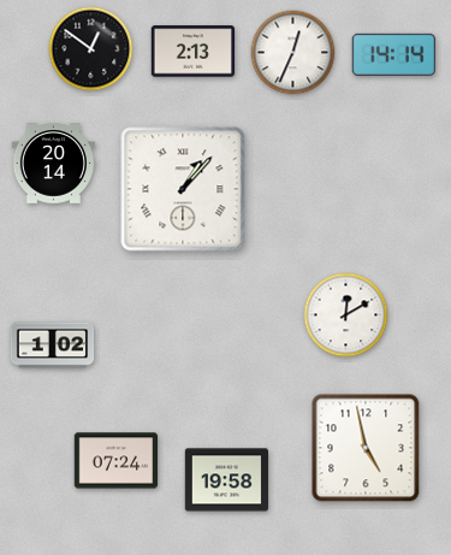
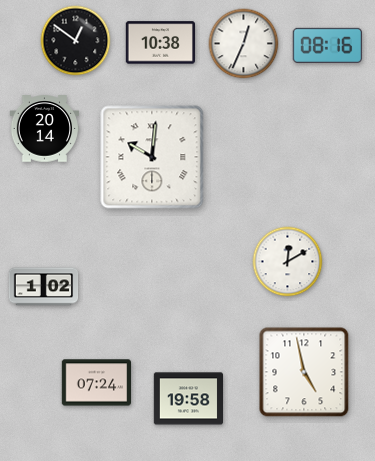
clock at (194, 52): 2:13 -> 10:38
clock at (393, 54): 14:14 -> 08:16
clock at (54, 164) position: (54, 164) -> (45, 129)
clock at (183, 189): 1:07 -> 10:01
